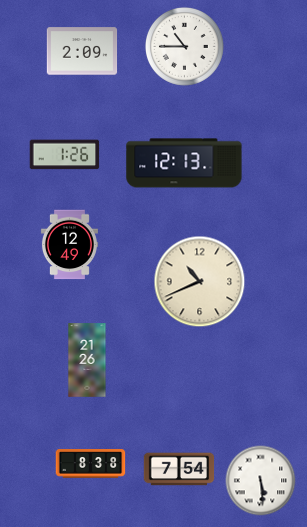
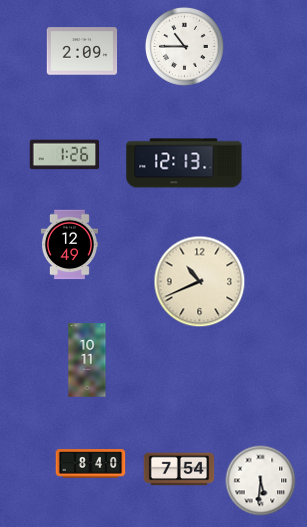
clock at (87, 360): 21:26 -> 10:11
clock at (91, 464): 8:38 -> 8:40
clock at (261, 481): 5:29 -> 5:31
